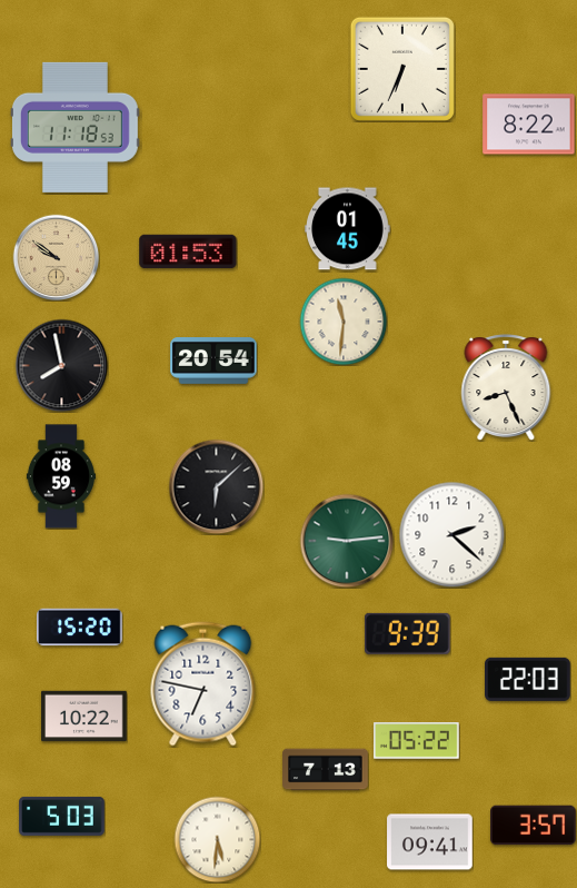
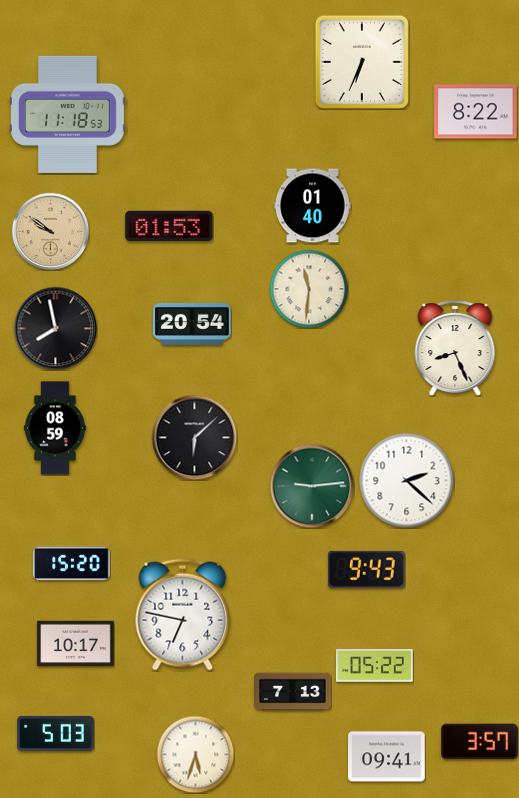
clock at (348, 229): 01:45 -> 01:40
clock at (407, 633): 9:39 -> 9:43
clock at (528, 679): 22:03 -> none
clock at (84, 717): 10:22 -> 10:17
clock at (217, 839): 5:31 -> 5:33
